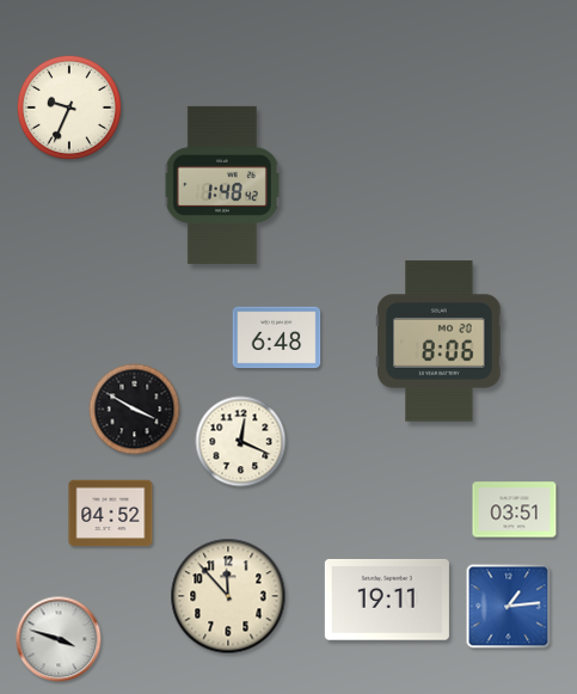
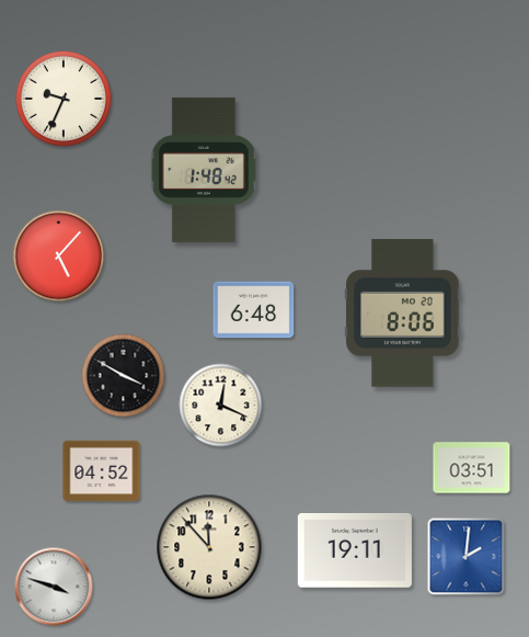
clock at (59, 257): none -> 5:07
clock at (509, 607): 1:14 -> 2:01
